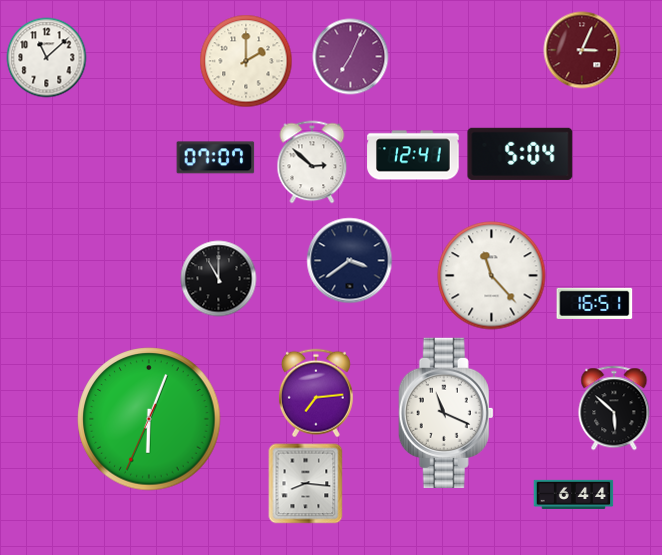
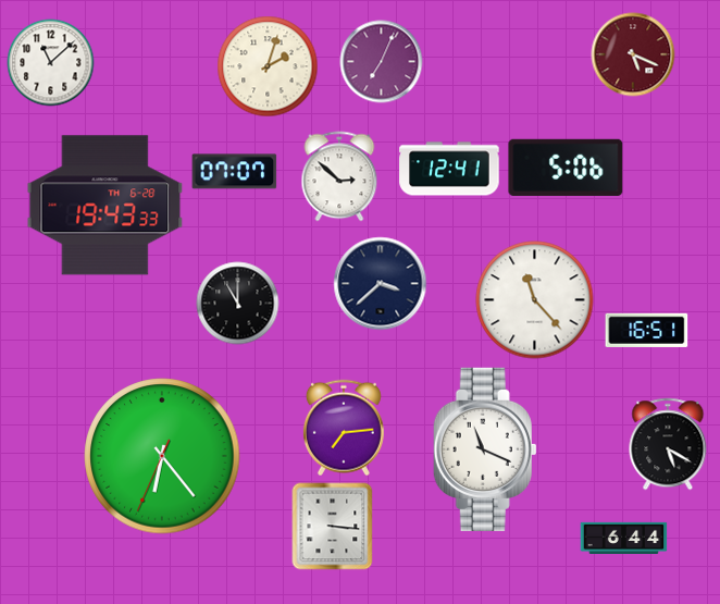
clock at (582, 50): 3:04 -> 5:19
clock at (246, 61): 2:00 -> 2:03
clock at (520, 154): 5:04 -> 5:06
clock at (105, 206): none -> 19:43
clock at (350, 261): 3:39 -> 3:38
clock at (614, 408): 5:52 -> 5:20
clock at (149, 419): 6:03 -> 6:23
clock at (306, 484): 8:16 -> 3:16
